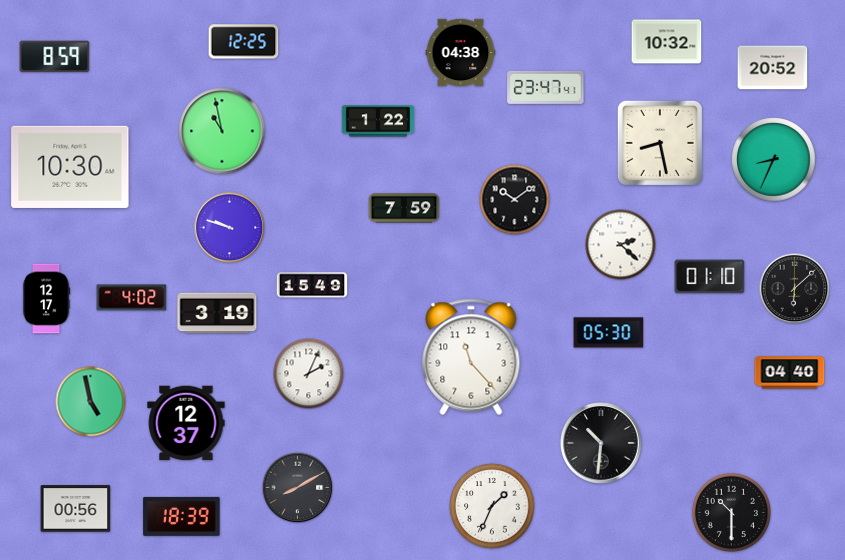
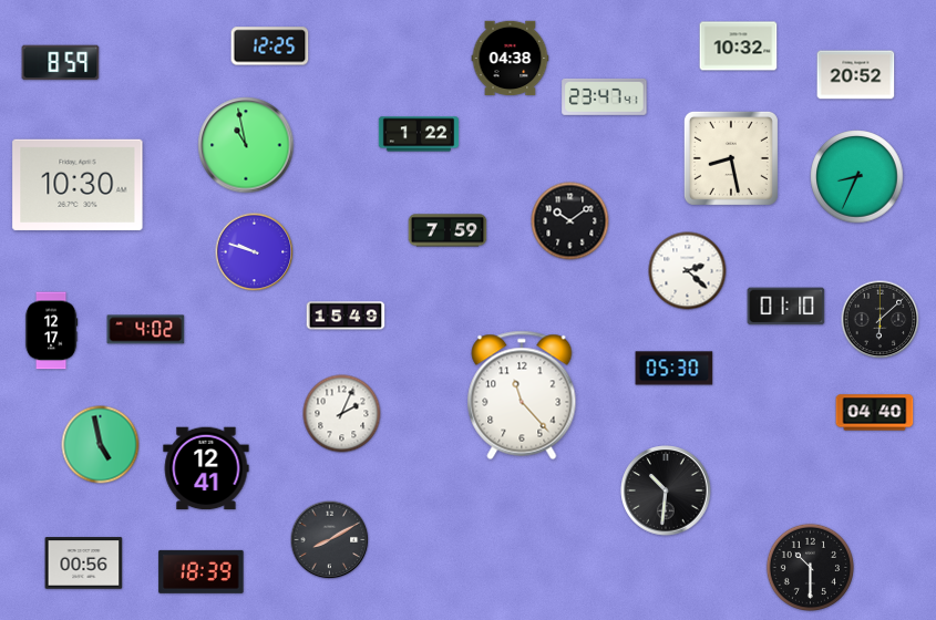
clock at (217, 313): 3:19 -> none
clock at (186, 423): 12:37 -> 12:41
clock at (492, 506): 1:34 -> none
